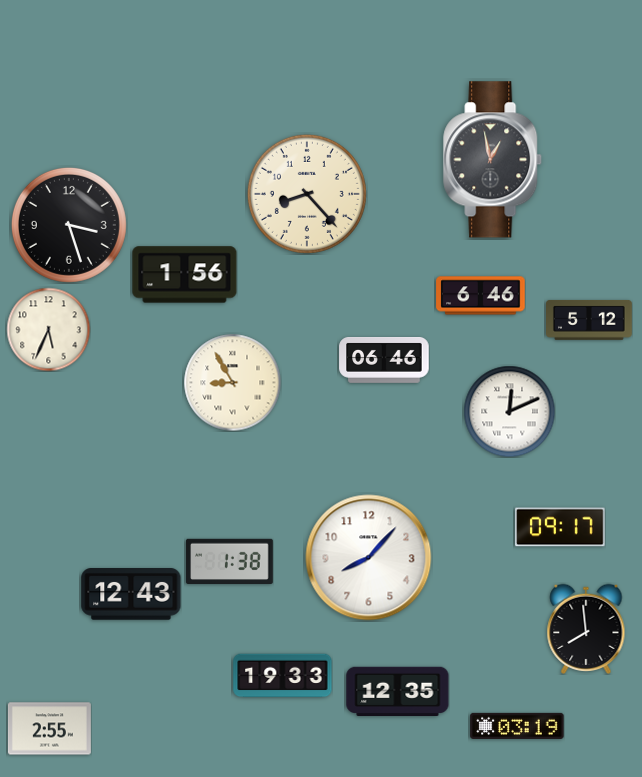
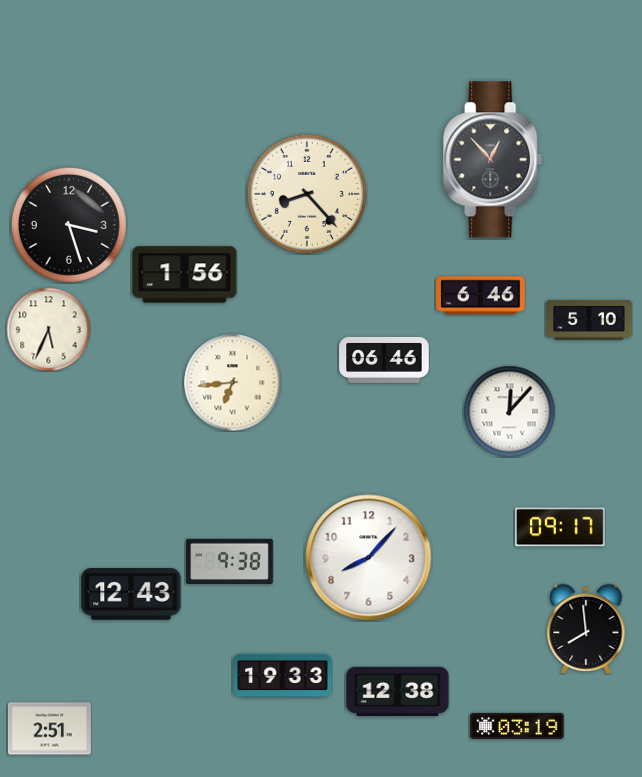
clock at (493, 160): 12:58 -> 12:53
clock at (590, 320): 5:12 -> 5:10
clock at (232, 382): 8:55 -> 6:44
clock at (509, 411): 12:11 -> 12:07
clock at (230, 562): 1:38 -> 9:38
clock at (398, 692): 12:35 -> 12:38
clock at (49, 729): 2:55 -> 2:51
